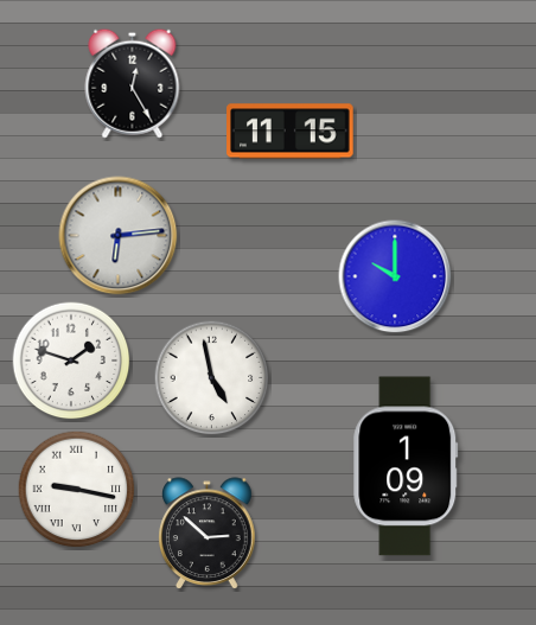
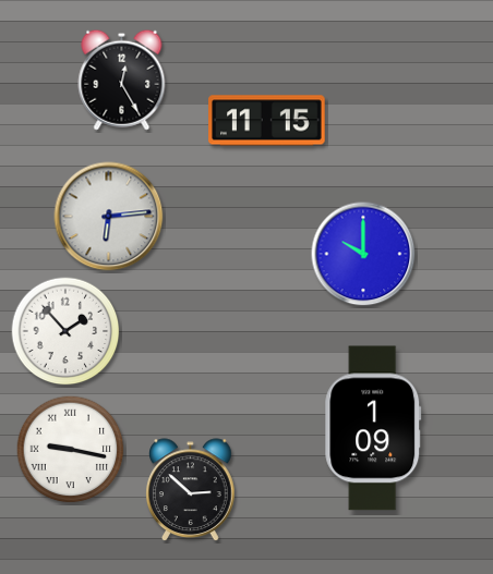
clock at (133, 83) position: (133, 83) -> (122, 80)
clock at (71, 361): 1:48 -> 1:53
clock at (212, 378): 4:58 -> none
